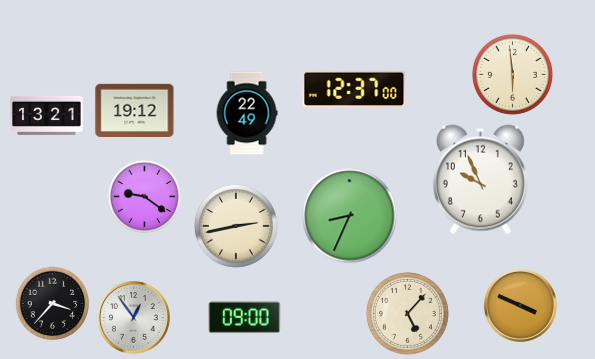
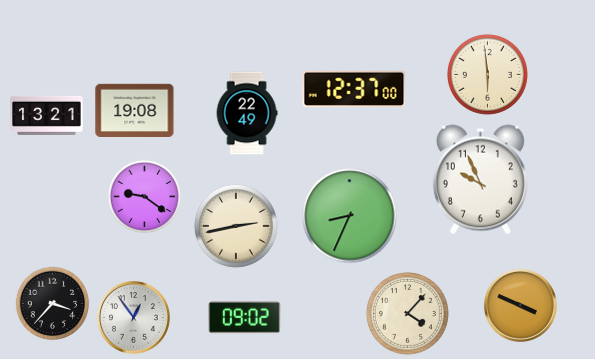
clock at (512, 74) position: (512, 74) -> (487, 74)
clock at (135, 111): 19:12 -> 19:08
clock at (407, 313): 5:07 -> 4:07
clock at (245, 318): 09:00 -> 09:02
